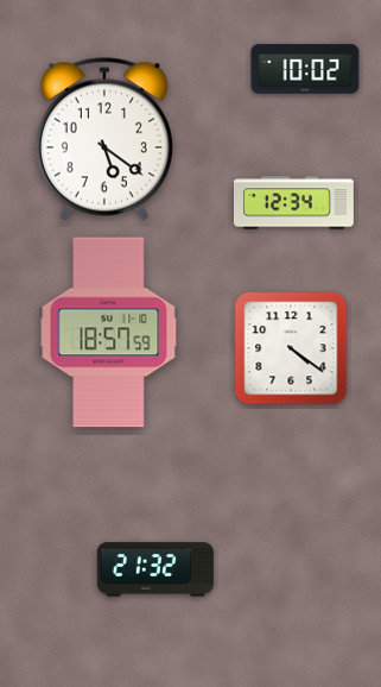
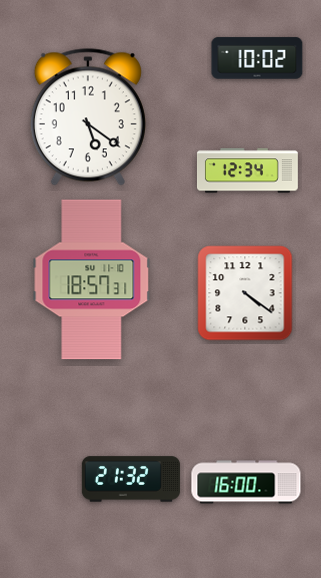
clock at (109, 333): 18:57:59 -> 18:57:31
clock at (246, 482): none -> 16:00
